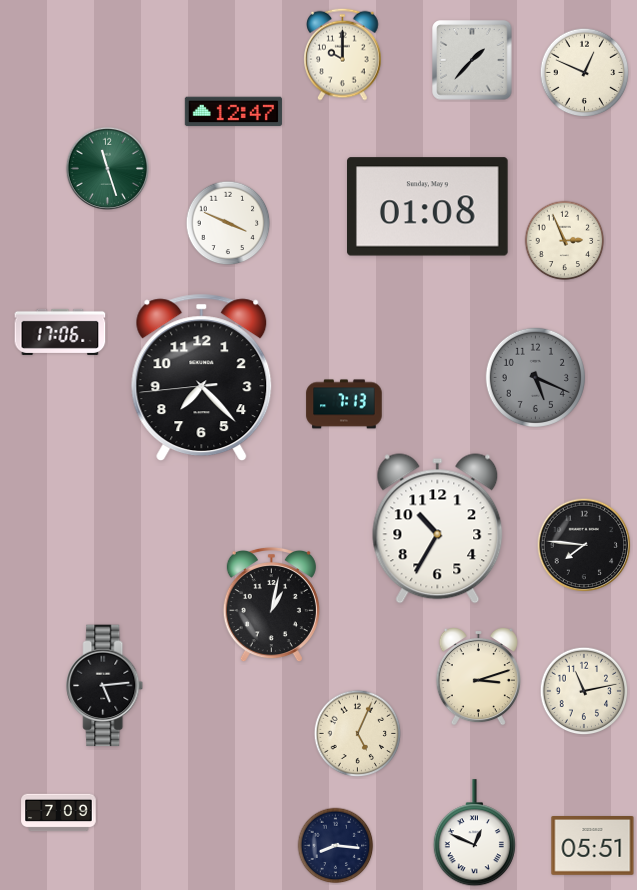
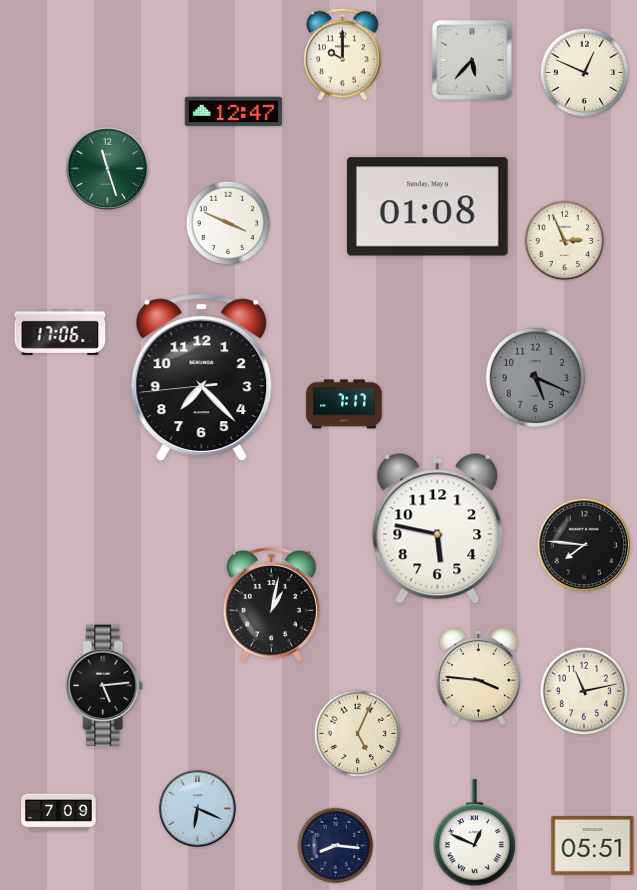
clock at (472, 60): 1:37 -> 5:37
clock at (344, 404): 7:13 -> 7:17
clock at (438, 529): 10:35 -> 5:47
clock at (478, 676): 3:12 -> 3:46
clock at (197, 808): none -> 6:19
